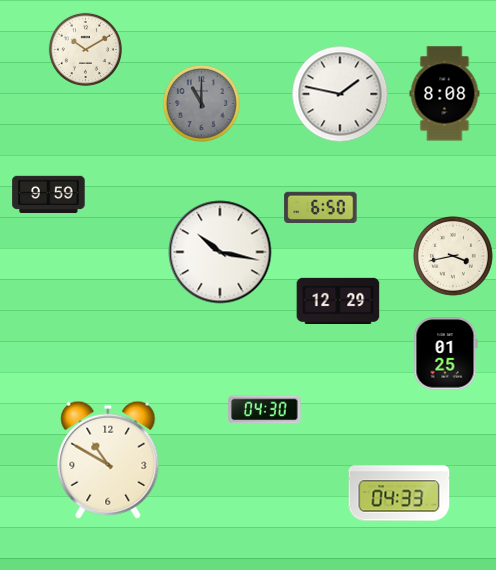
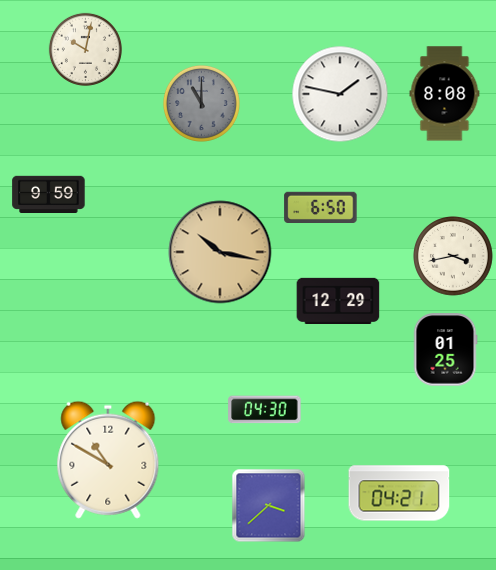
clock at (85, 49): 10:10 -> 10:02
clock at (220, 252) dial: white -> champagne
clock at (445, 354) position: (445, 354) -> (445, 350)
clock at (399, 493): 04:33 -> 04:21
clock at (269, 506): none -> 3:38
